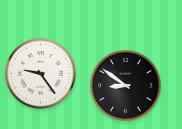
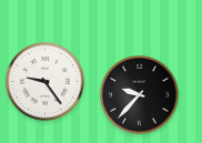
clock at (126, 86): 8:51 -> 9:37
